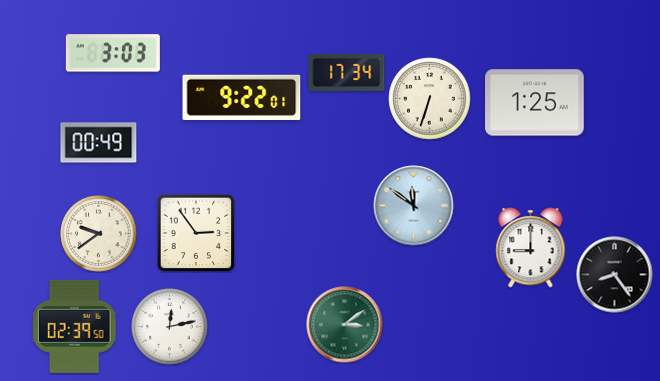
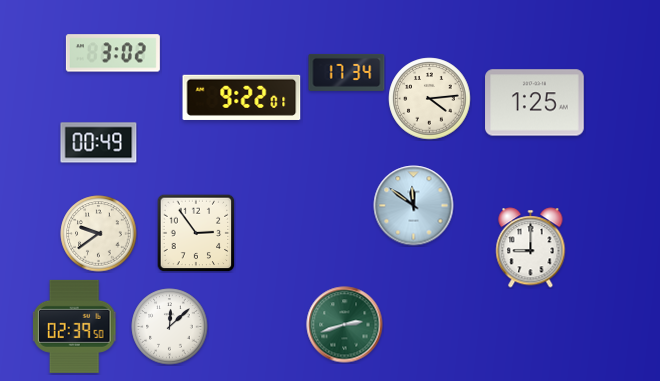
clock at (113, 53): 3:03 -> 3:02
clock at (430, 99): 6:33 -> 4:14
clock at (615, 275): 8:24 -> none
clock at (345, 325): 3:09 -> 2:42
clock at (170, 327): 12:13 -> 12:08
